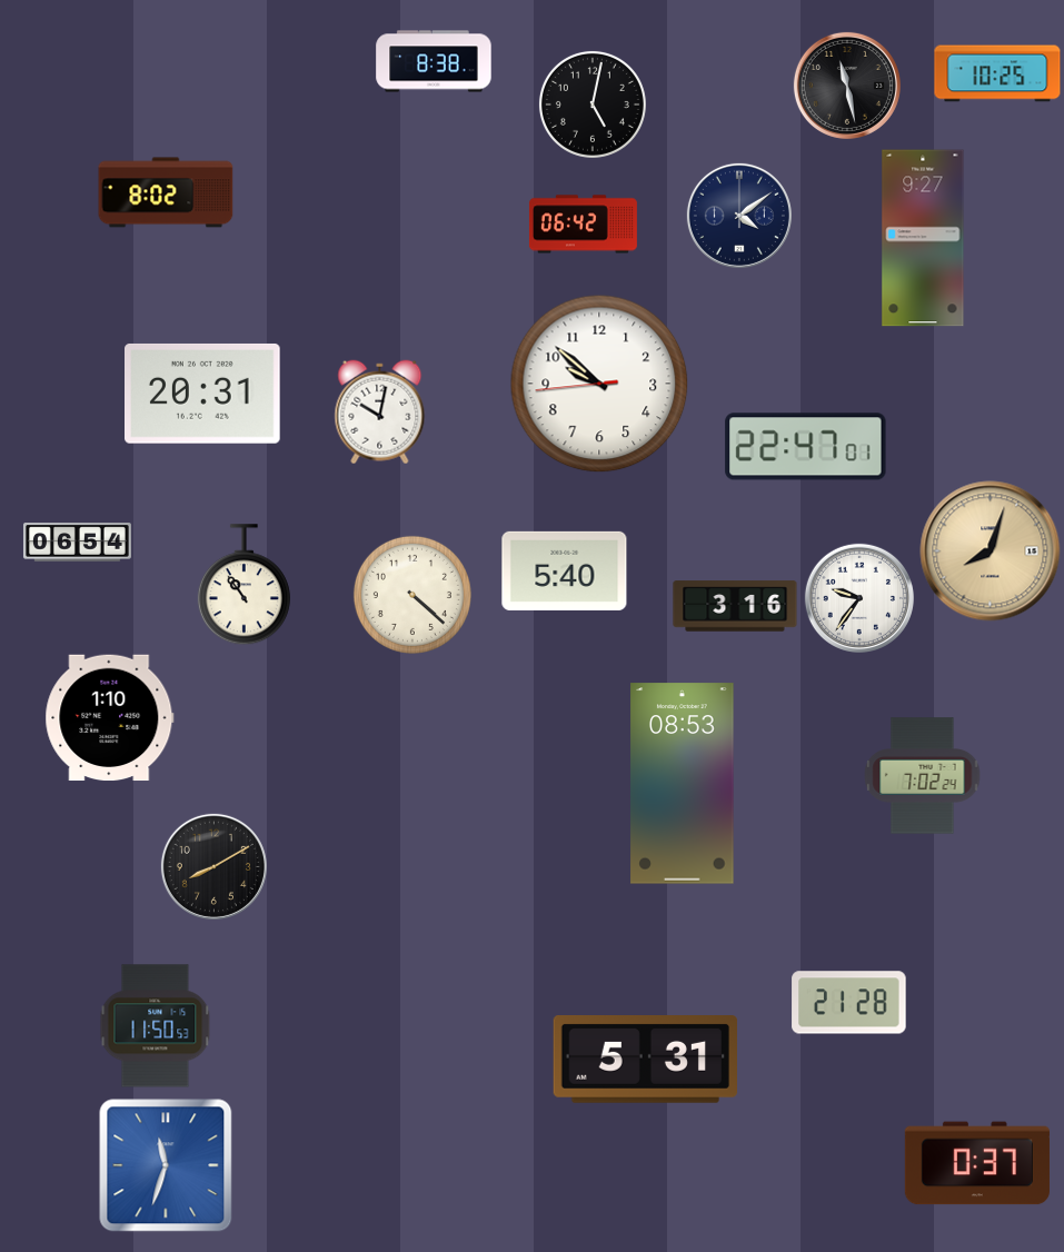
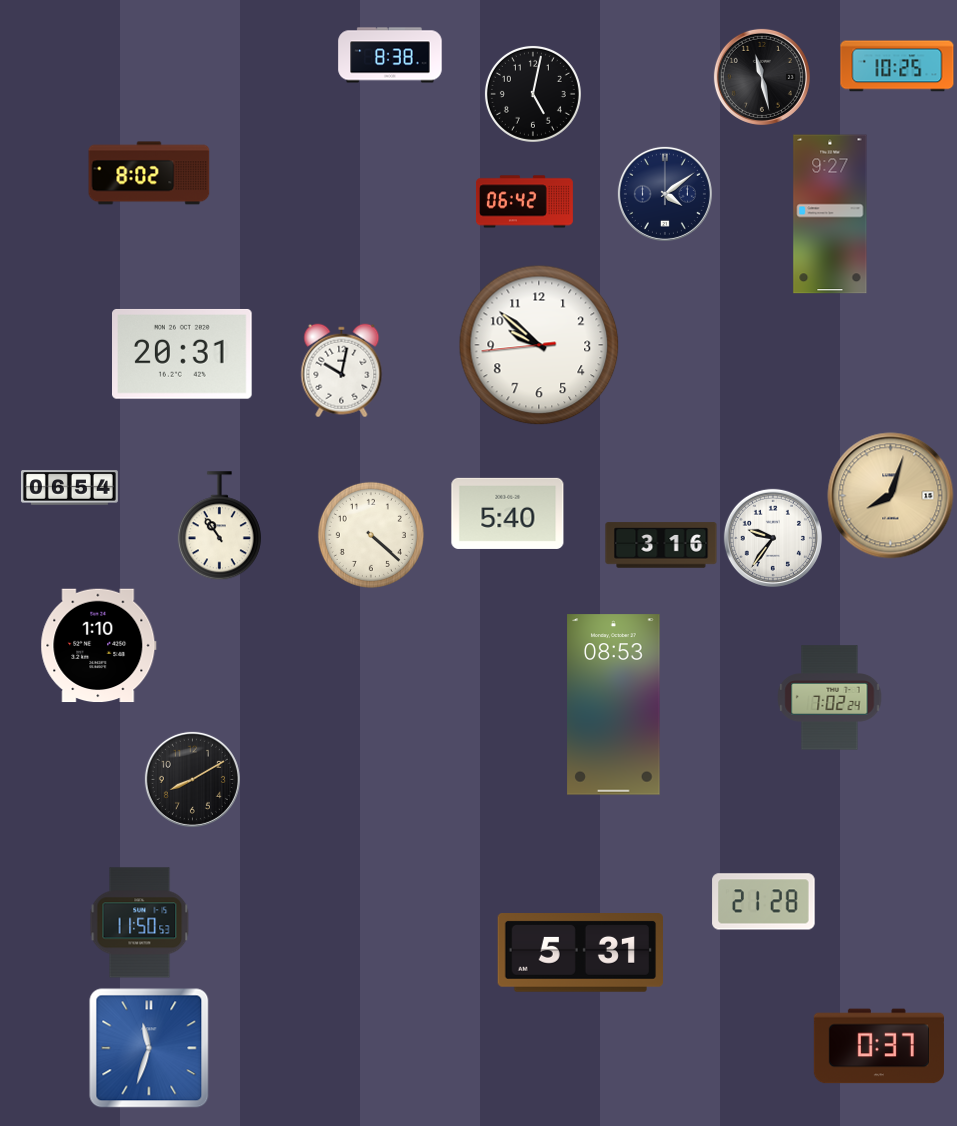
clock at (806, 447): 22:47 -> none
